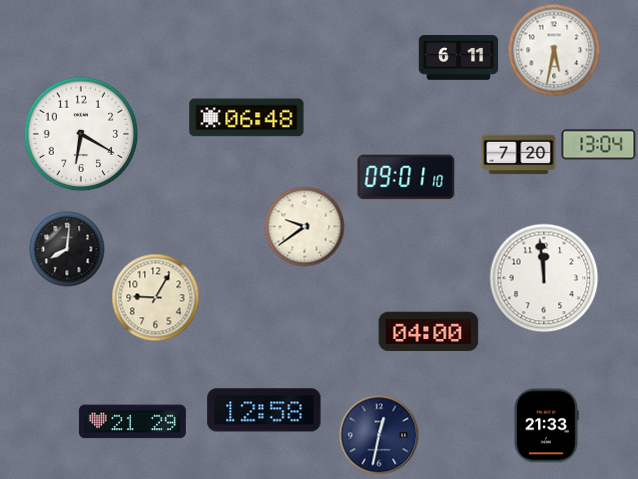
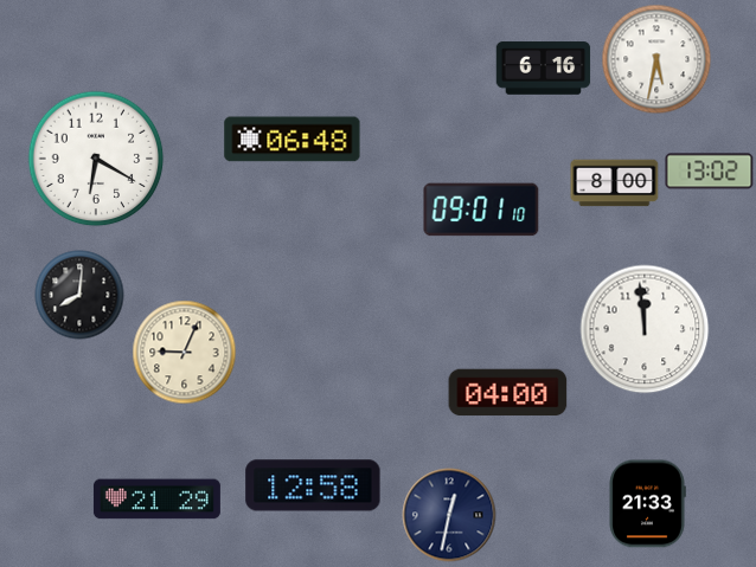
clock at (459, 58): 6:11 -> 6:16
clock at (599, 145): 13:04 -> 13:02
clock at (519, 155): 7:20 -> 8:00
clock at (305, 227): 9:39 -> none
clock at (156, 298): 9:05 -> 9:04
